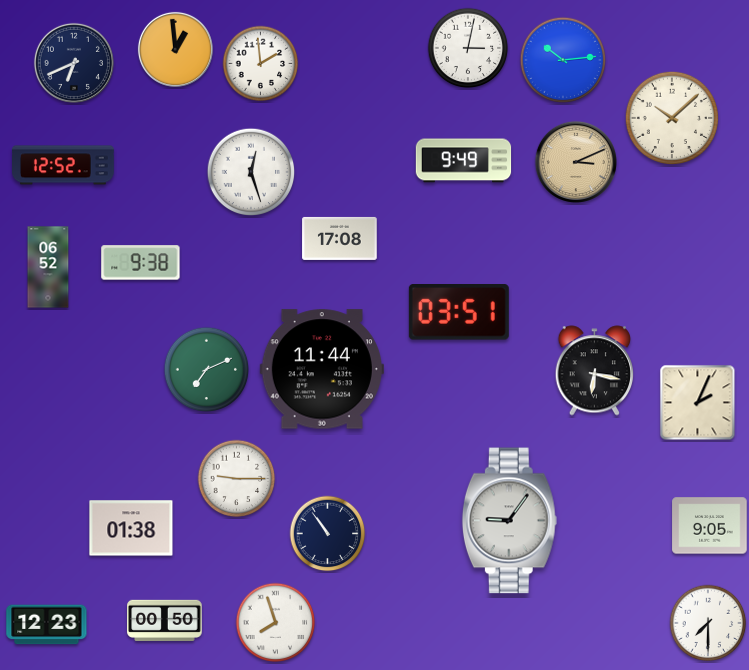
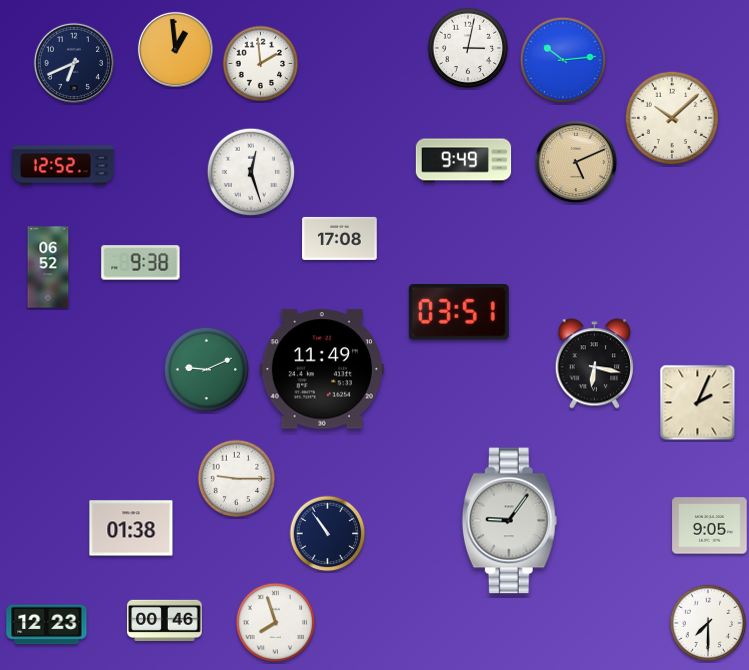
clock at (576, 162): 3:11 -> 5:11
clock at (322, 369): 11:44 -> 11:49
clock at (207, 370): 7:11 -> 9:11
clock at (595, 371) position: (595, 371) -> (595, 364)
clock at (165, 620): 00:50 -> 00:46
